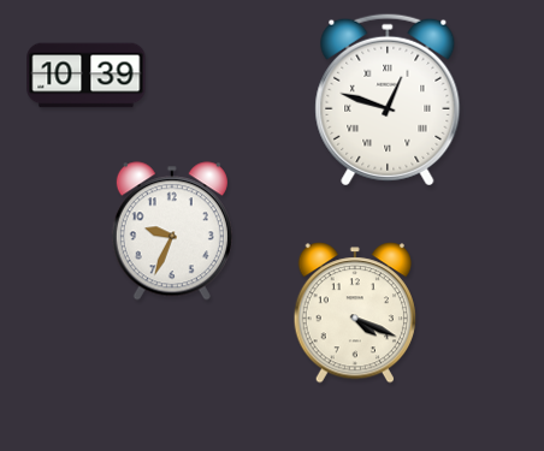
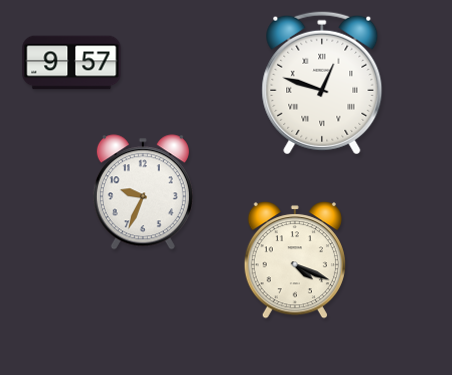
clock at (87, 76): 10:39 -> 9:57
